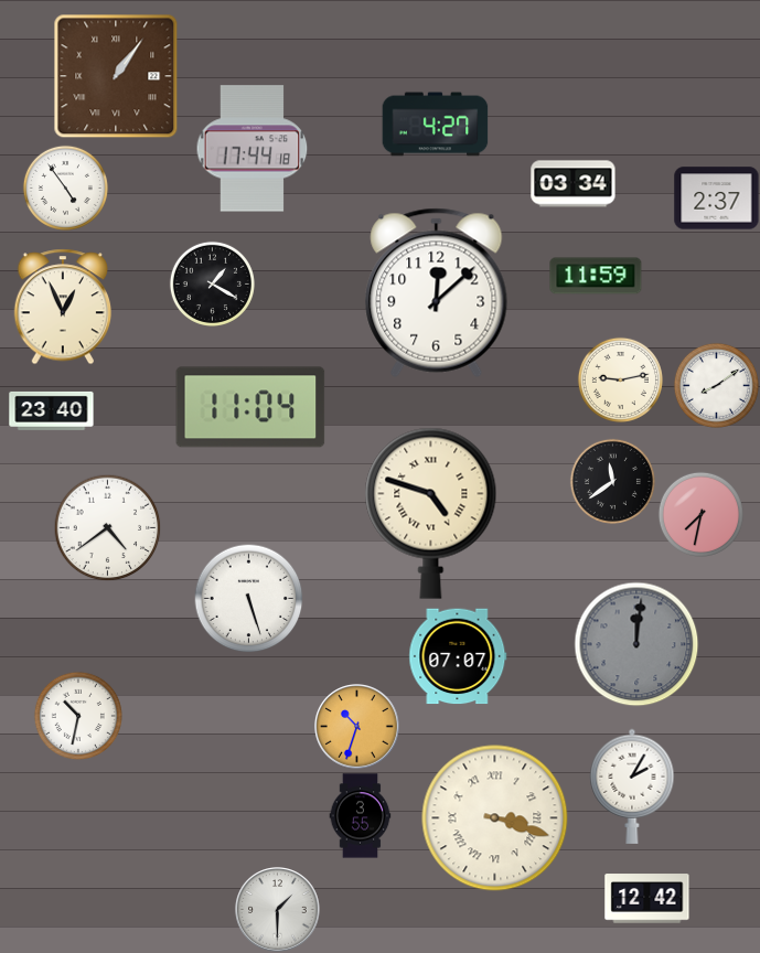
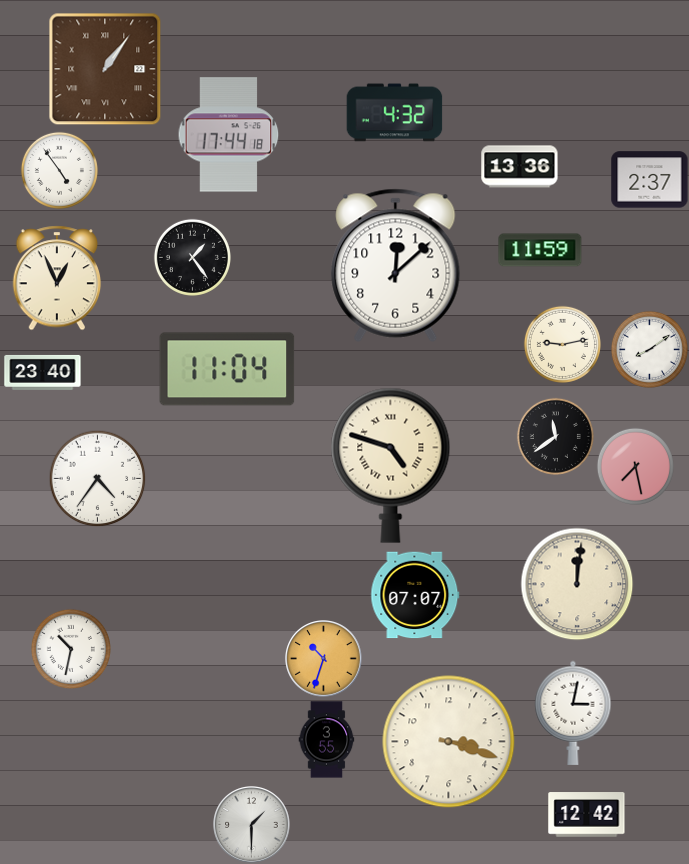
clock at (436, 125): 4:27 -> 4:32
clock at (574, 184): 03:34 -> 13:36
clock at (212, 283): 1:20 -> 1:24
clock at (52, 410) position: (52, 410) -> (43, 372)
clock at (700, 514): 7:32 -> 7:28
clock at (107, 527): 4:39 -> 4:36
clock at (249, 599): 5:27 -> none
clock at (636, 644) dial: grey -> cream
clock at (632, 786): 2:05 -> 3:02
clock at (495, 818) numerals: Roman -> Arabic
